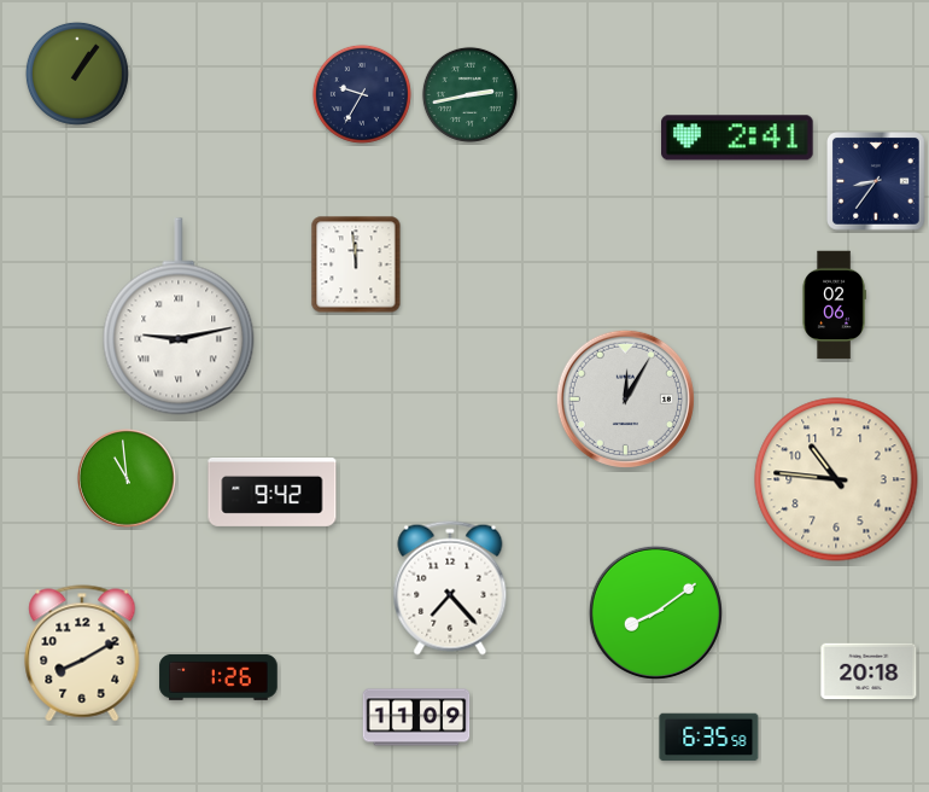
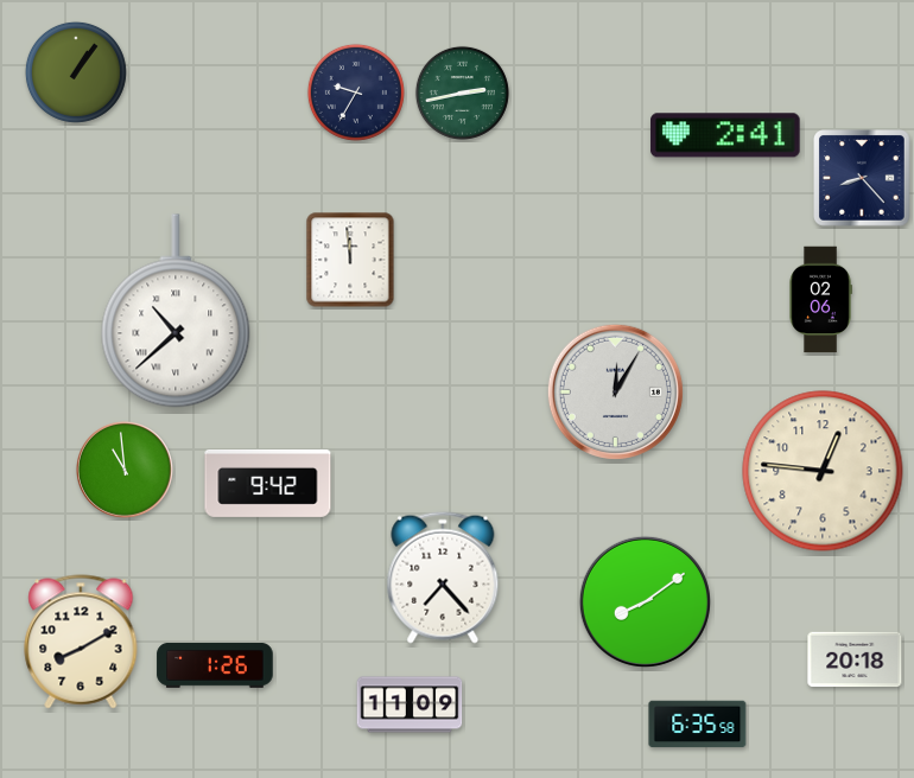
clock at (876, 181): 8:36 -> 8:23
clock at (179, 316): 9:13 -> 10:38
clock at (836, 479): 10:46 -> 12:46
